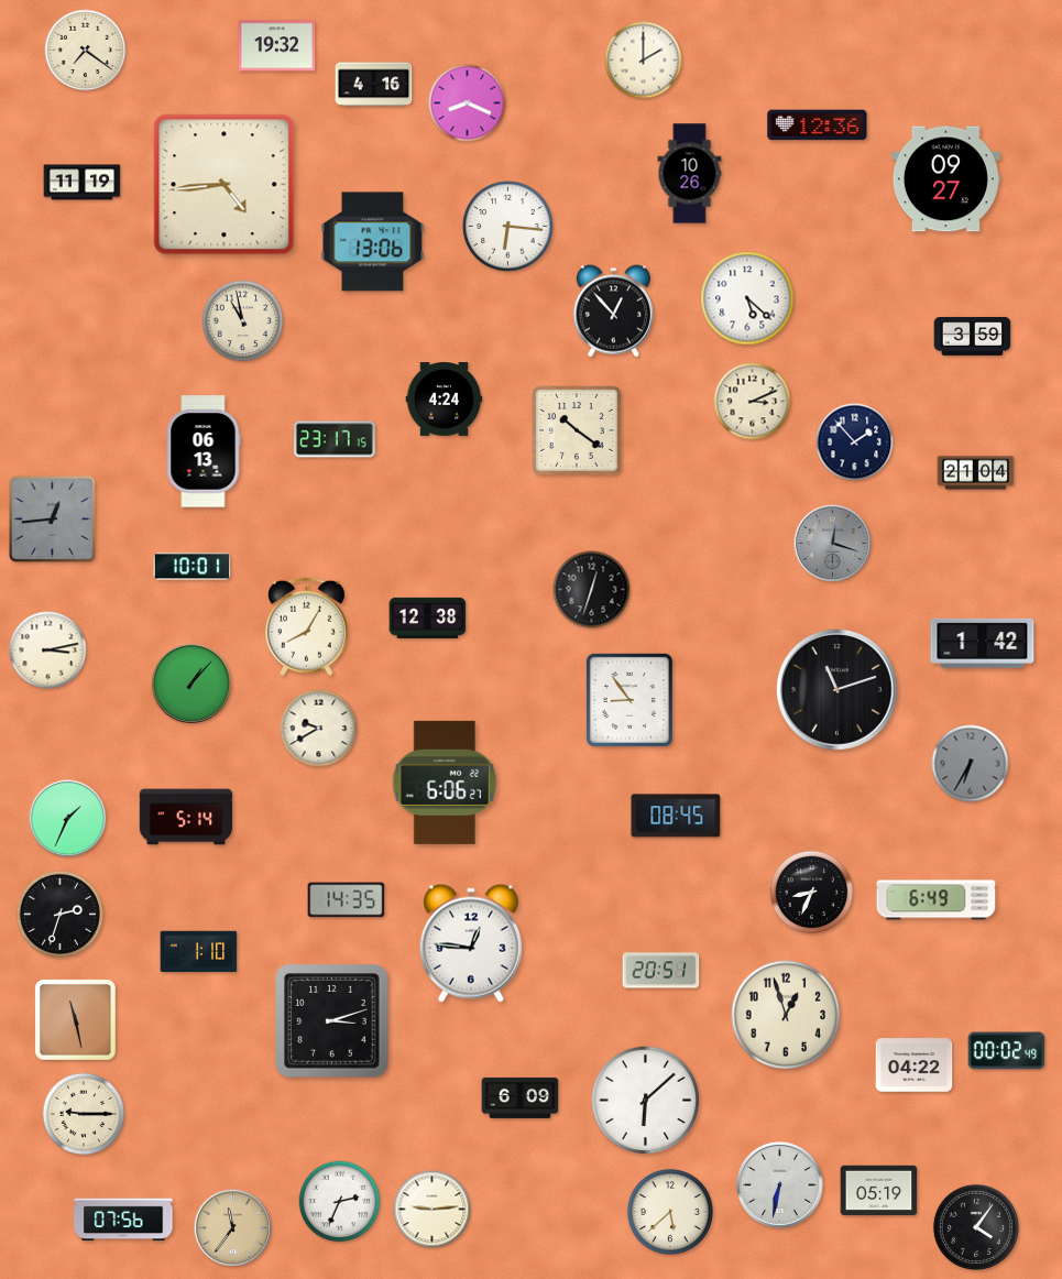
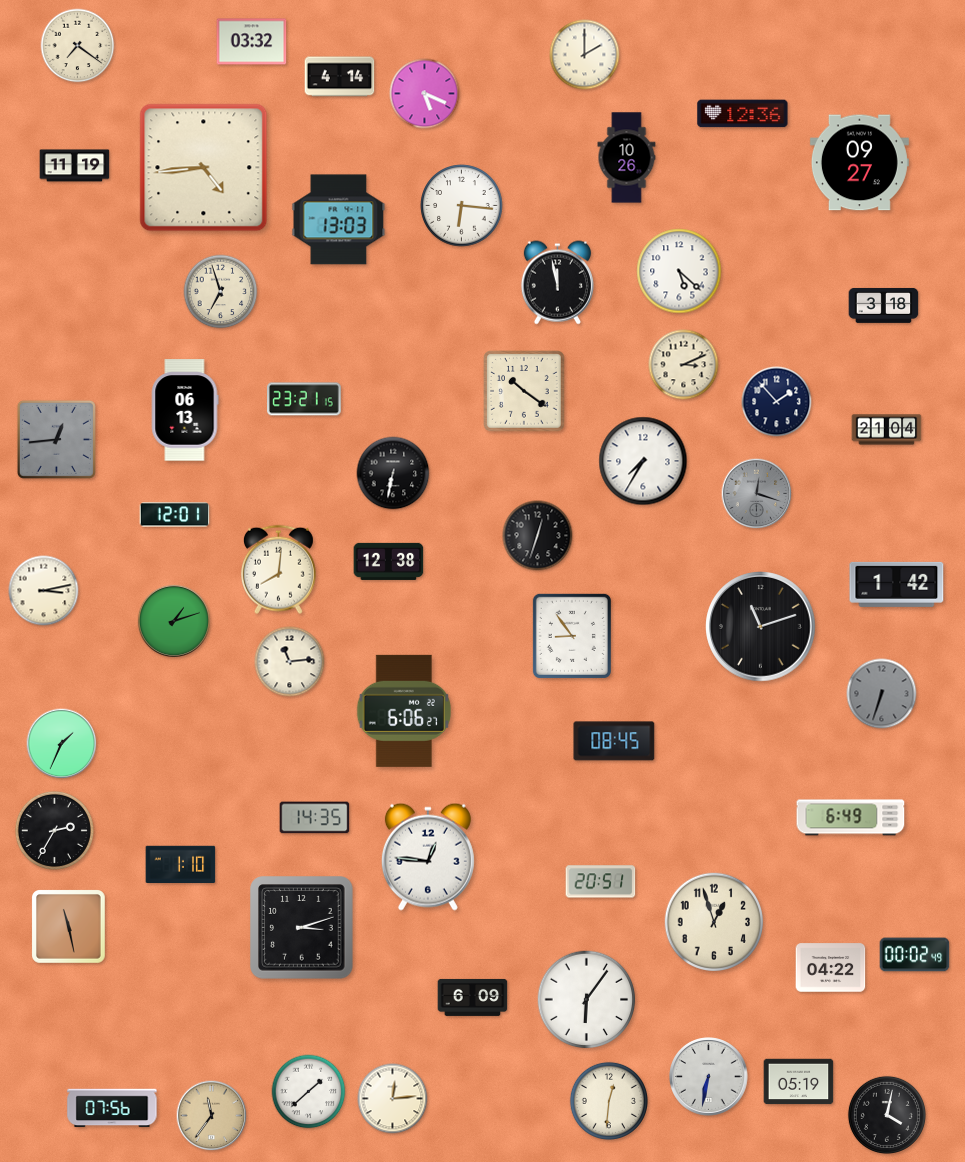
clock at (277, 46): 19:32 -> 03:32
clock at (374, 85): 4:16 -> 4:14
clock at (468, 103): 8:19 -> 5:19
clock at (373, 242): 13:06 -> 13:03
clock at (613, 311): 12:53 -> 11:58
clock at (243, 321): 10:58 -> 6:57
clock at (973, 337): 3:59 -> 3:18
clock at (445, 400): 4:24 -> none
clock at (336, 439): 23:17 -> 23:21
clock at (643, 461): none -> 7:35
clock at (52, 518) position: (52, 518) -> (56, 439)
clock at (393, 473): none -> 6:32
clock at (193, 567): 10:01 -> 12:01
clock at (306, 627): 8:05 -> 8:01
clock at (983, 643) position: (983, 643) -> (897, 584)
clock at (190, 682): 1:07 -> 1:12
clock at (319, 729): 9:40 -> 11:14
clock at (971, 764): 6:35 -> 6:33
clock at (186, 817): 5:14 -> none
clock at (812, 893): 8:34 -> none
clock at (59, 914): 2:33 -> 2:35
clock at (646, 1101): 6:08 -> 6:06
clock at (84, 1114): 9:15 -> none
clock at (340, 1202): 2:34 -> 1:38
clock at (433, 1210): 9:14 -> 12:14
clock at (670, 1212): 5:38 -> 12:31
clock at (976, 1227): 4:06 -> 4:02
